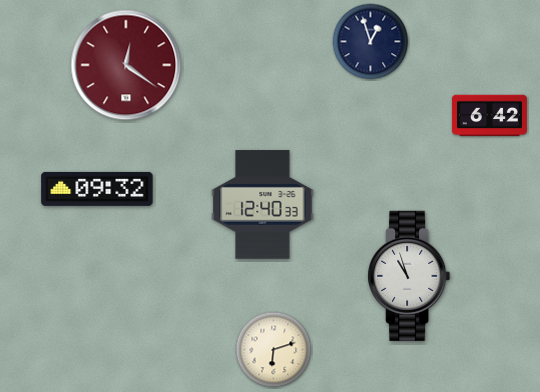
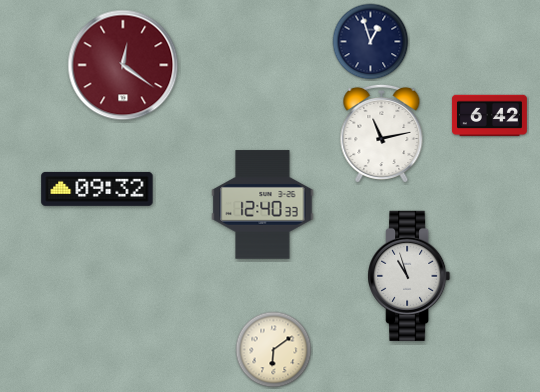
clock at (126, 65) position: (126, 65) -> (123, 65)
clock at (382, 133): none -> 11:13
clock at (274, 350): 6:12 -> 6:09
